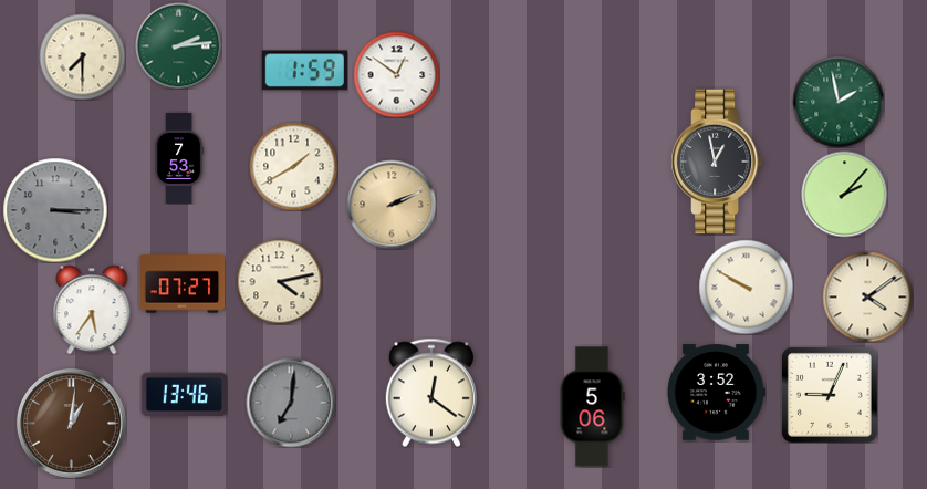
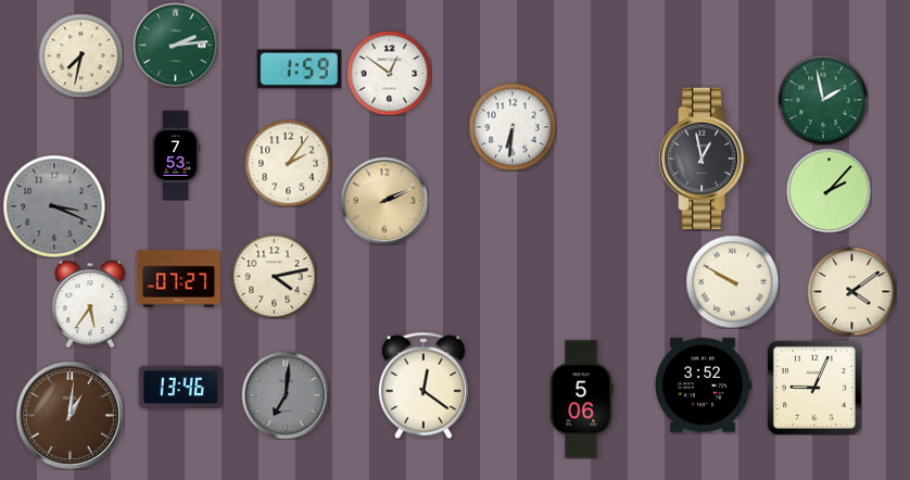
clock at (82, 56): 7:30 -> 7:32
clock at (513, 127): none -> 6:31
clock at (293, 166): 1:40 -> 2:06
clock at (55, 210): 3:15 -> 3:19
